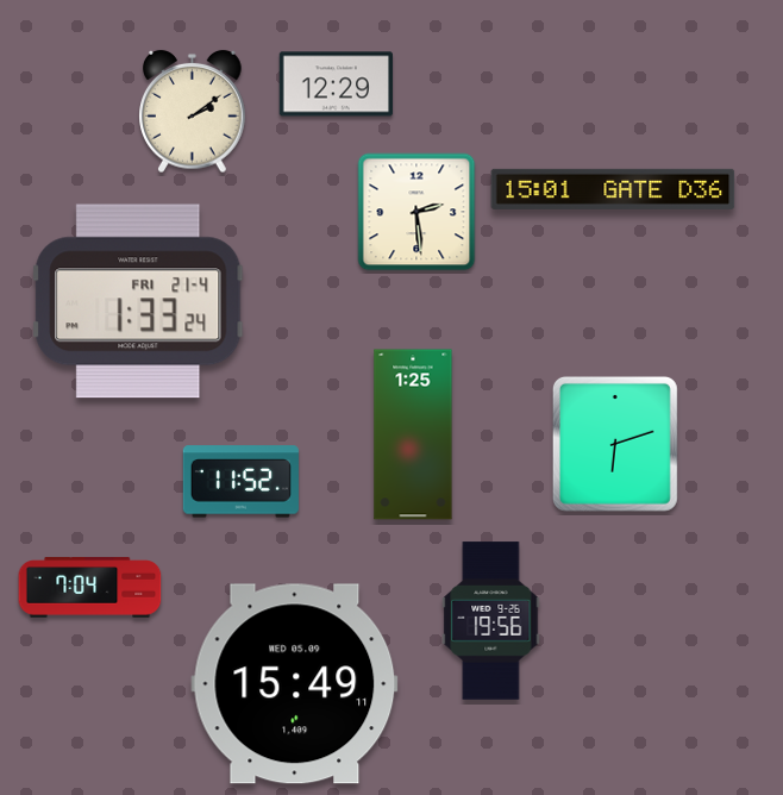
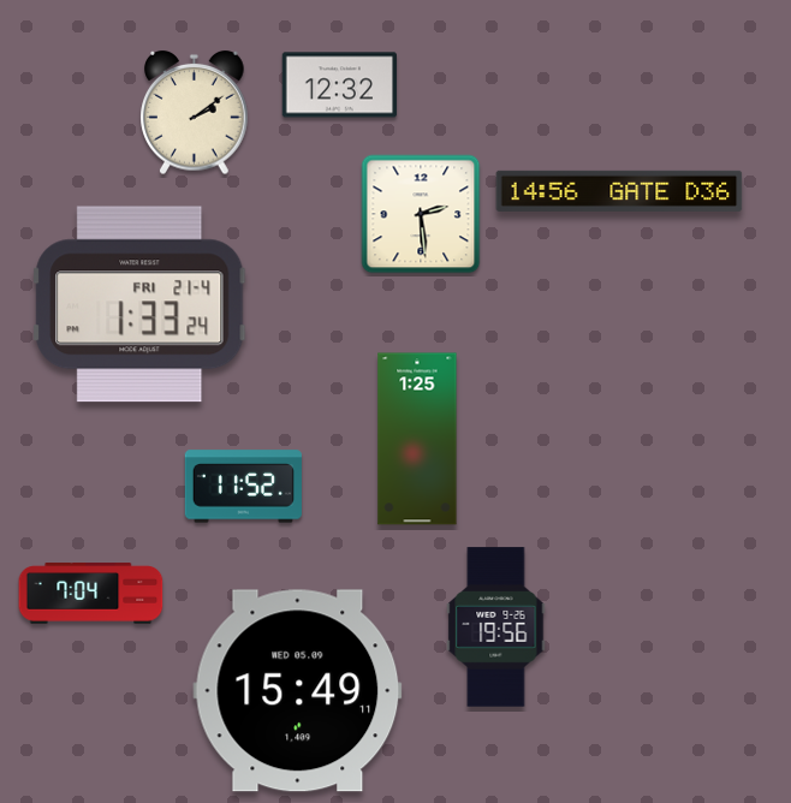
clock at (336, 84): 12:29 -> 12:32
clock at (613, 189): 15:01 -> 14:56
clock at (615, 444): 6:12 -> none
